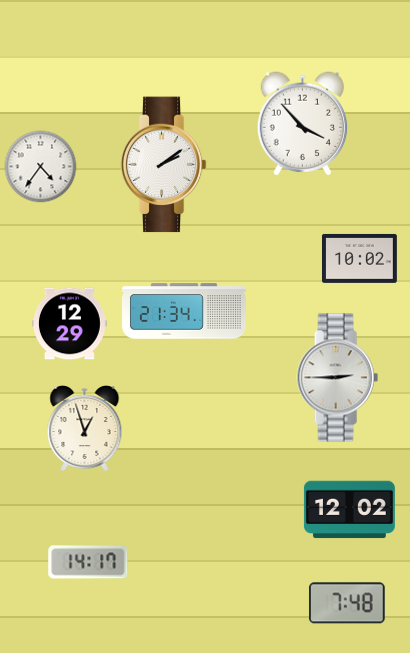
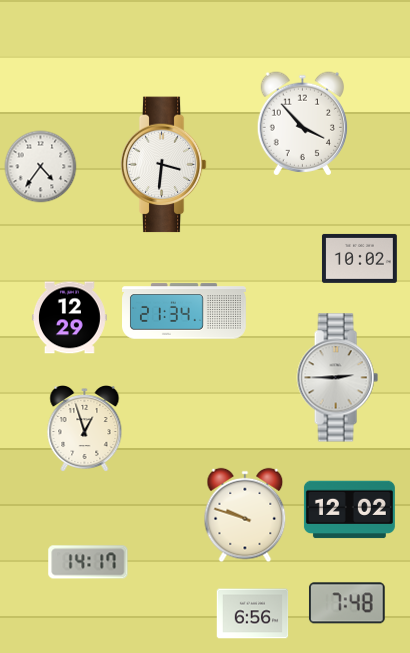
clock at (163, 165): 2:09 -> 3:31
clock at (69, 324) position: (69, 324) -> (69, 318)
clock at (245, 515): none -> 9:48
clock at (253, 614): none -> 6:56
